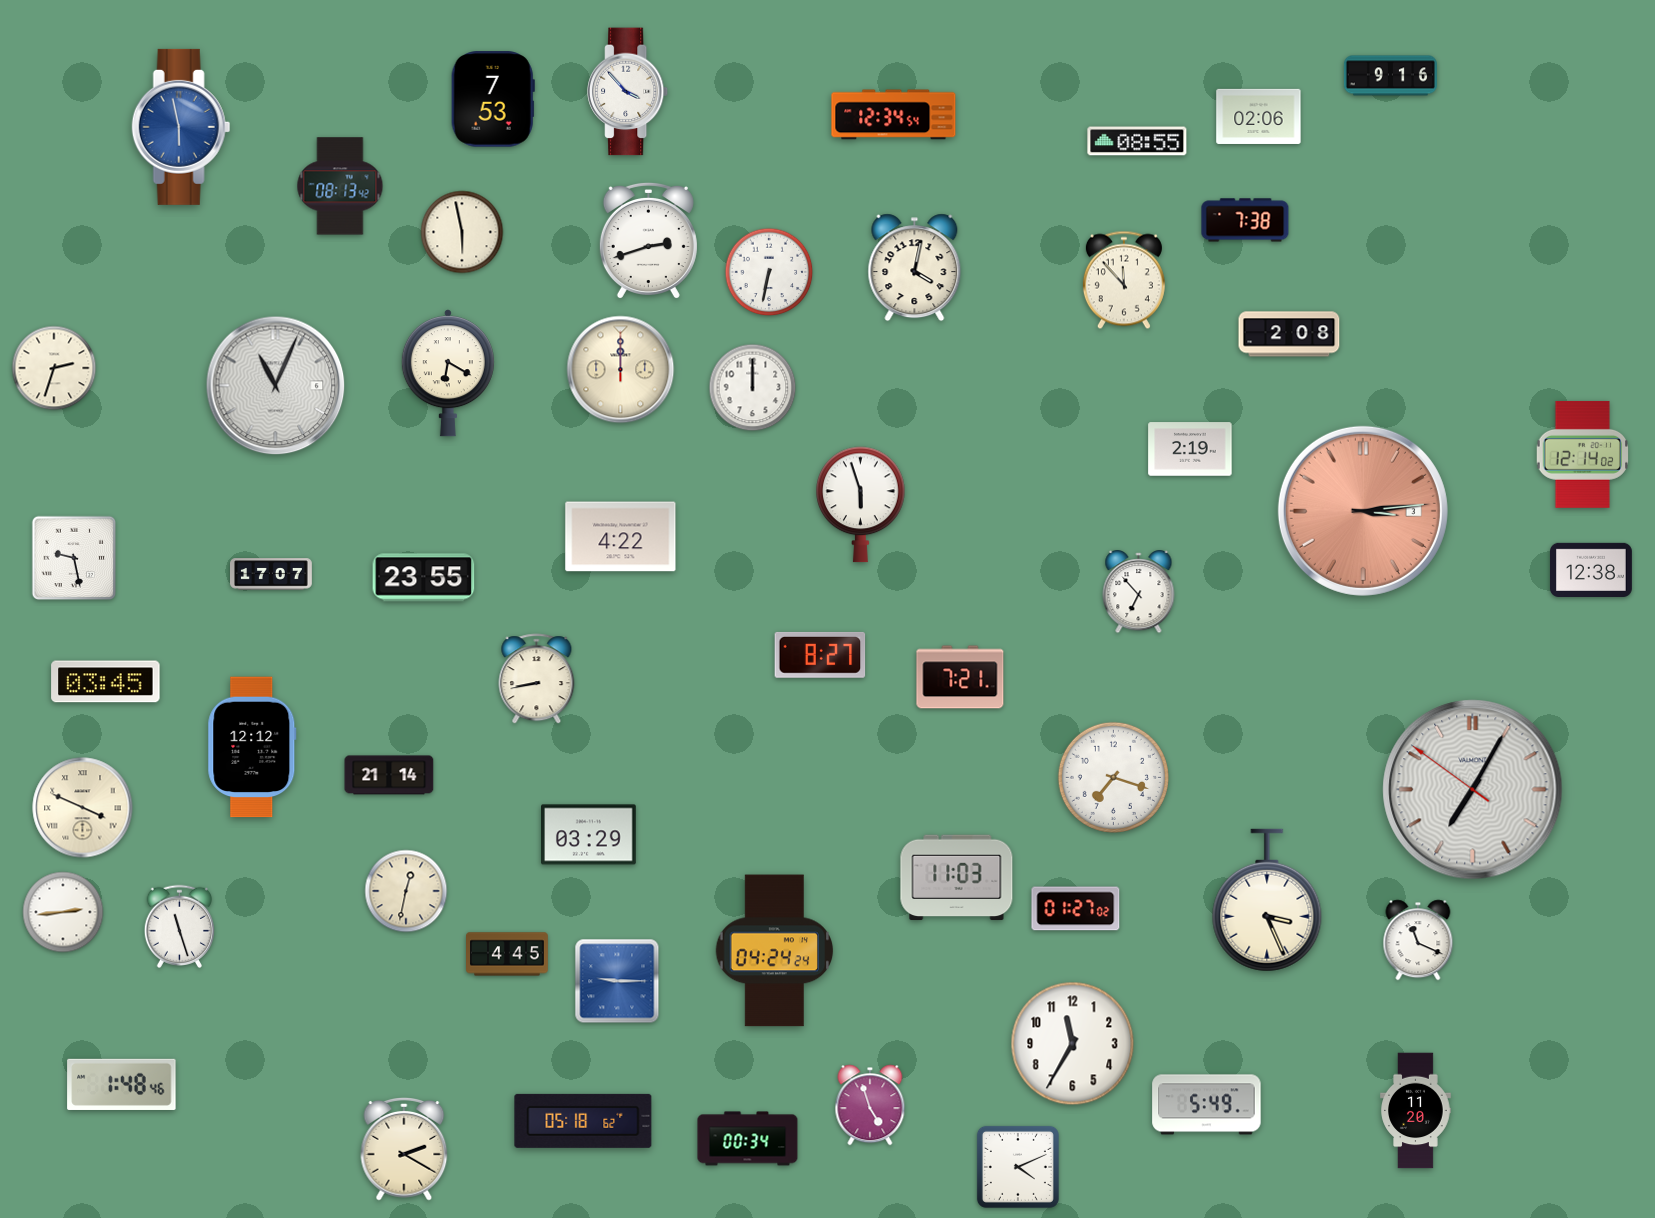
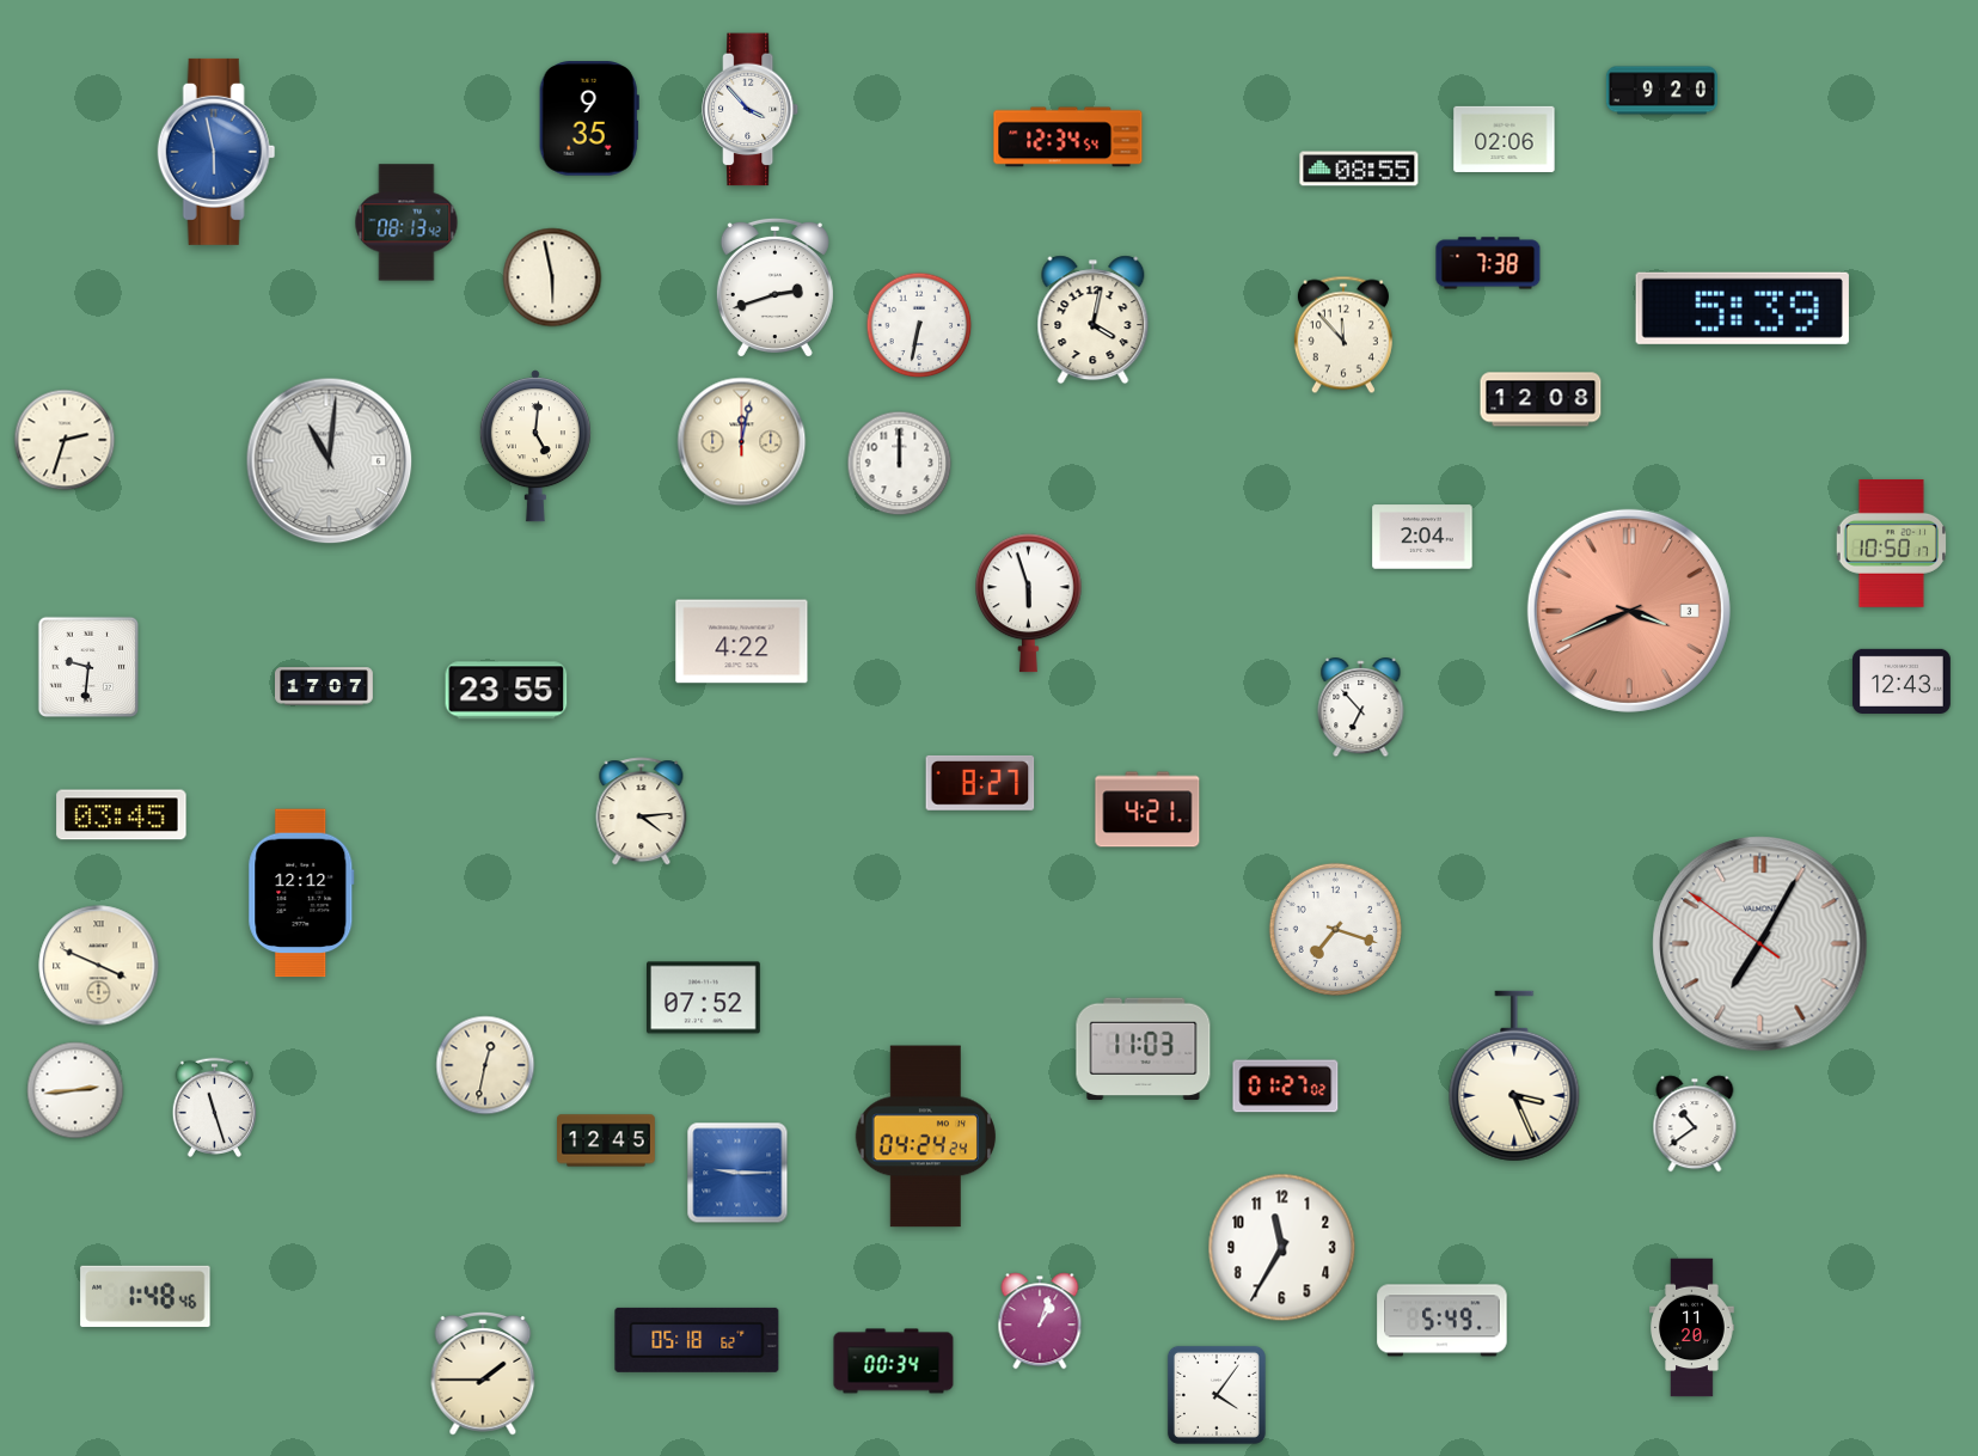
clock at (1390, 76): 9:16 -> 9:20
clock at (493, 99): 7:53 -> 9:35
clock at (1743, 308): none -> 5:39
clock at (1289, 334): 2:08 -> 12:08
clock at (621, 370): 12:00 -> 12:02
clock at (448, 373): 6:20 -> 5:01
clock at (276, 386): 11:04 -> 11:01
clock at (1190, 449): 2:19 -> 2:04
clock at (1583, 454): 12:14 -> 10:50
clock at (1363, 511): 3:14 -> 3:41
clock at (74, 558): 9:28 -> 9:31
clock at (1592, 569): 12:38 -> 12:43
clock at (960, 677): 7:21 -> 4:21
clock at (537, 679): 8:43 -> 4:14
clock at (106, 682) position: (106, 682) -> (122, 815)
clock at (389, 775): 21:14 -> none
clock at (1113, 777) position: (1113, 777) -> (1335, 929)
clock at (589, 835): 03:29 -> 07:52
clock at (1418, 940): 11:19 -> 10:39
clock at (508, 954): 4:45 -> 12:45
clock at (870, 1105): 4:57 -> 1:03
clock at (404, 1150): 2:20 -> 1:45
clock at (1018, 1167): 4:11 -> 4:06
